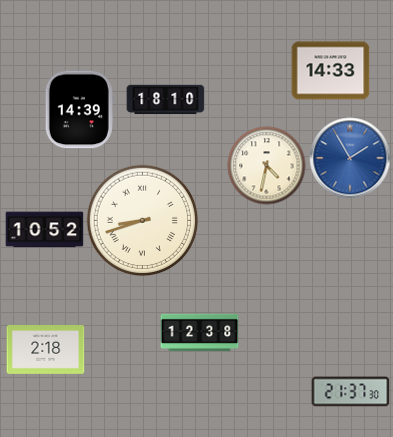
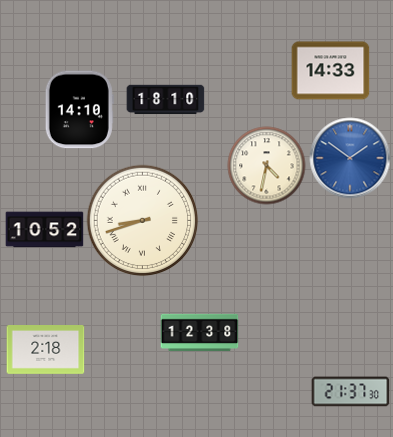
clock at (79, 109): 14:39 -> 14:10
clock at (350, 158): 1:55 -> 1:51
